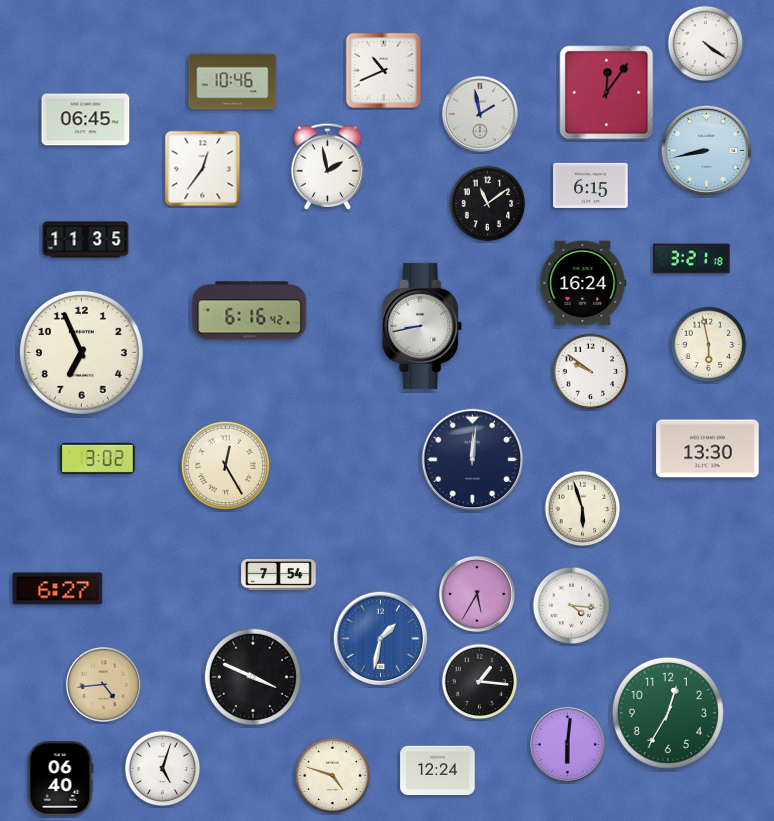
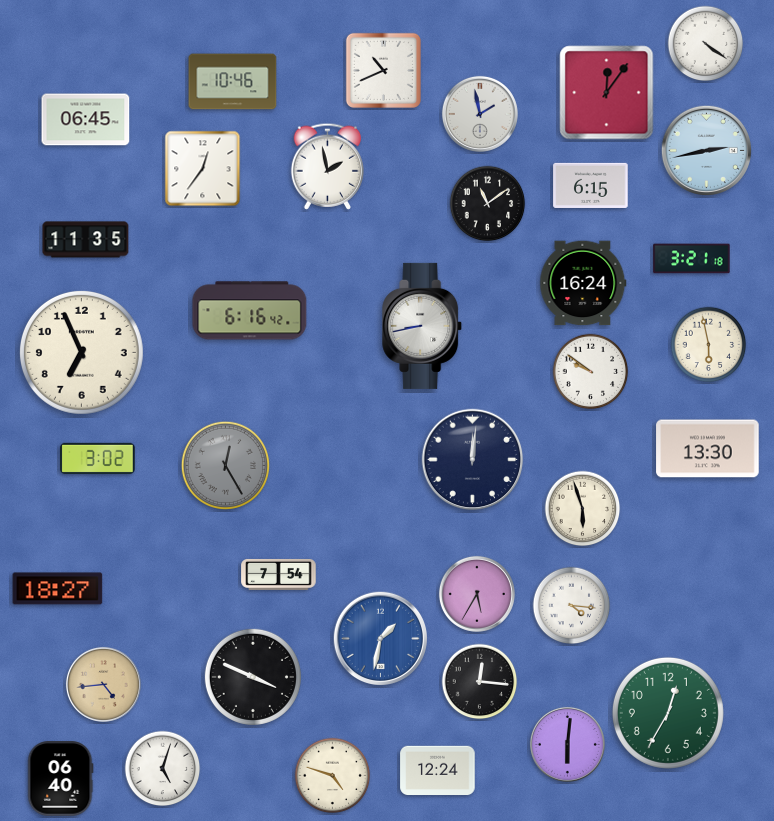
clock at (706, 150): 8:43 -> 2:43
clock at (225, 465) dial: cream -> grey
clock at (58, 589): 6:27 -> 18:27
clock at (480, 682): 1:16 -> 12:16
